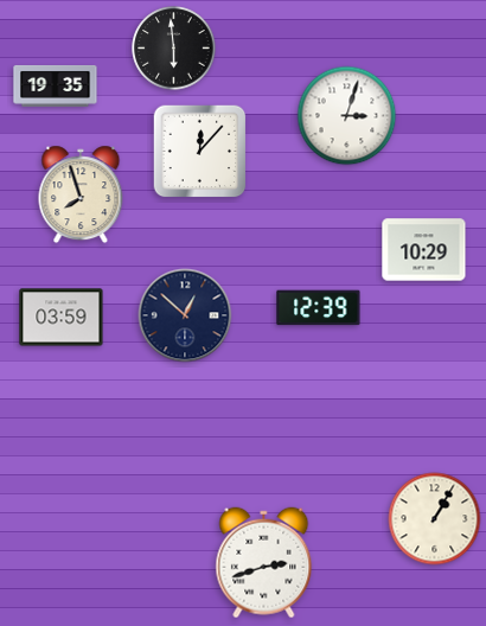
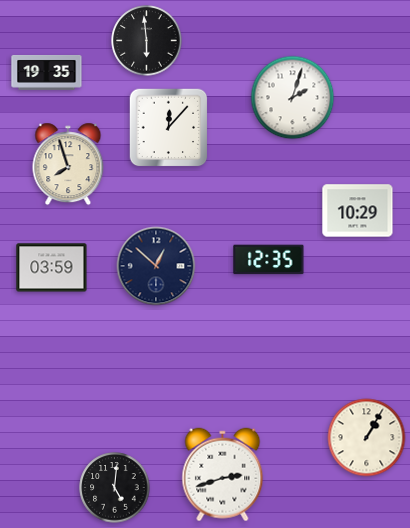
clock at (347, 116): 3:03 -> 2:03
clock at (319, 308): 12:39 -> 12:35
clock at (115, 488): none -> 5:01
